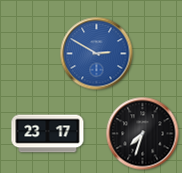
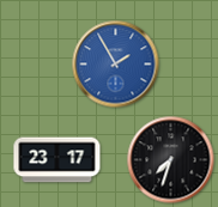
clock at (97, 54): 2:50 -> 1:55
